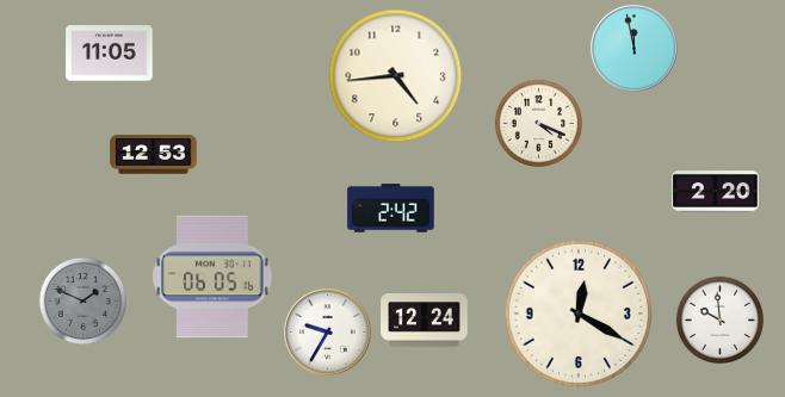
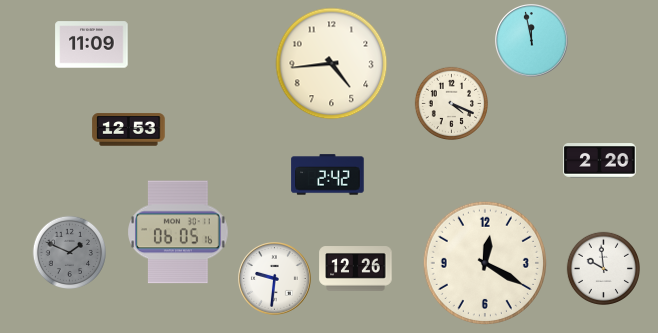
clock at (110, 54): 11:05 -> 11:09
clock at (425, 321): 12:24 -> 12:26
clock at (328, 333): 9:35 -> 9:31
